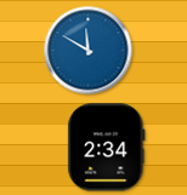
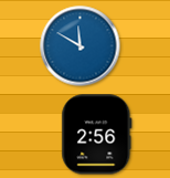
clock at (107, 148): 2:34 -> 2:56
